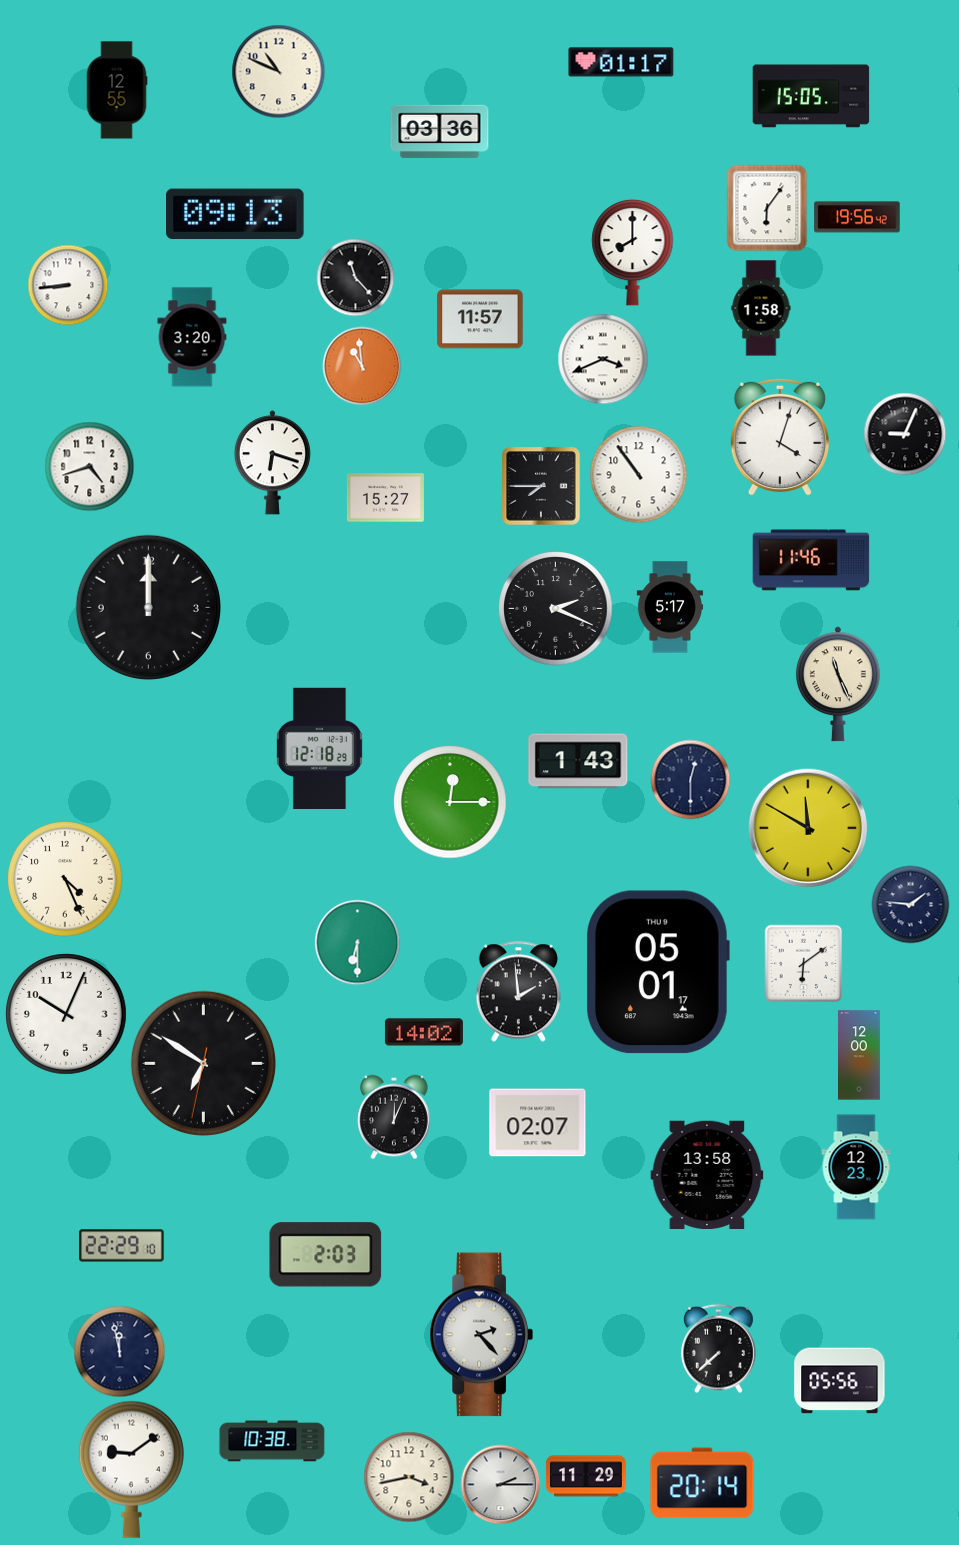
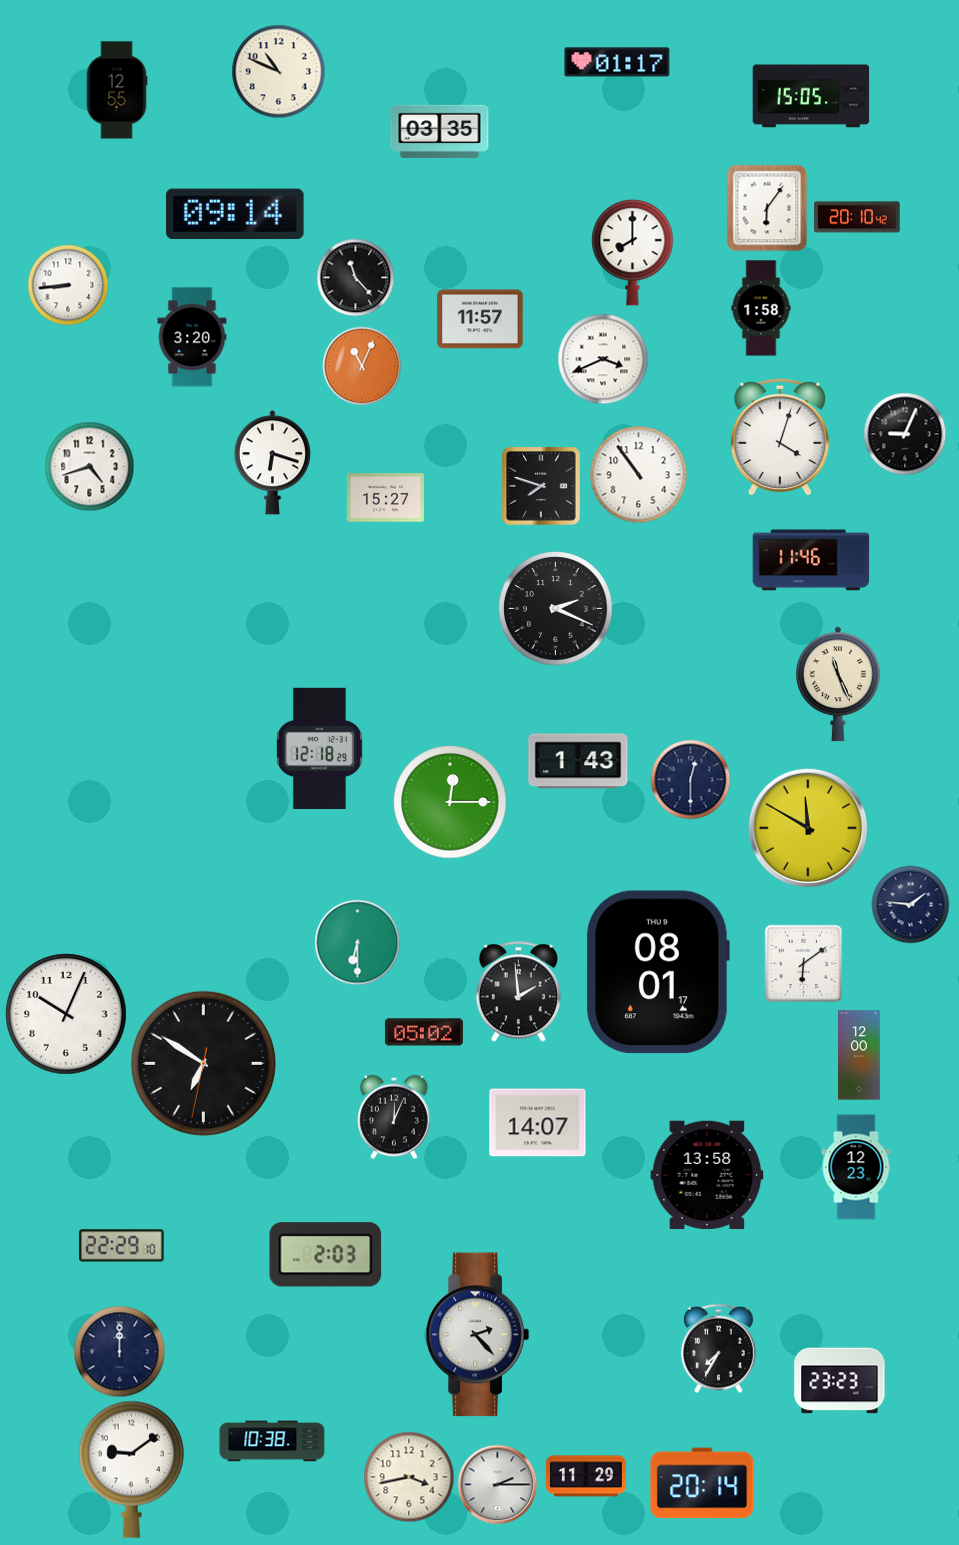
clock at (621, 62) position: (621, 62) -> (617, 62)
clock at (440, 132): 03:36 -> 03:35
clock at (235, 214): 09:13 -> 09:14
clock at (857, 217): 19:56 -> 20:10
clock at (362, 366): 10:59 -> 11:04
clock at (541, 486): 7:45 -> 7:48
clock at (148, 607): 12:00 -> none
clock at (669, 607): 5:17 -> none
clock at (65, 879): 4:26 -> none
clock at (658, 972): 05:01 -> 08:01
clock at (424, 1032): 14:02 -> 05:02
clock at (538, 1123): 02:07 -> 14:07
clock at (481, 1335) position: (481, 1335) -> (477, 1335)
clock at (719, 1348): 7:38 -> 7:35
clock at (119, 1351): 11:58 -> 12:00
clock at (840, 1381): 05:56 -> 23:23
clock at (500, 1484) position: (500, 1484) -> (497, 1484)
